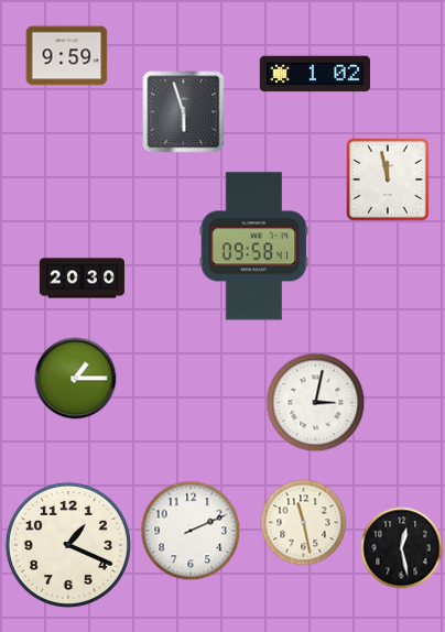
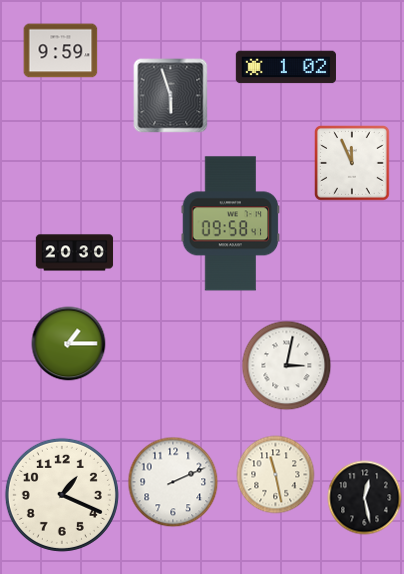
clock at (184, 112) position: (184, 112) -> (171, 96)
clock at (389, 181): 11:58 -> 11:56
